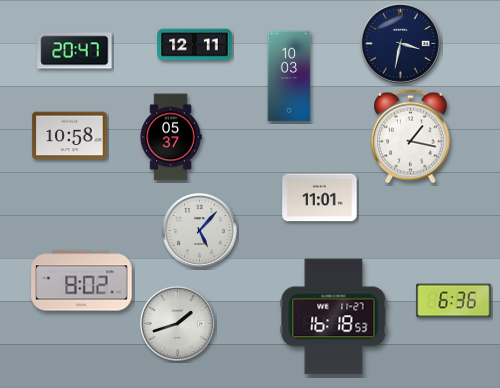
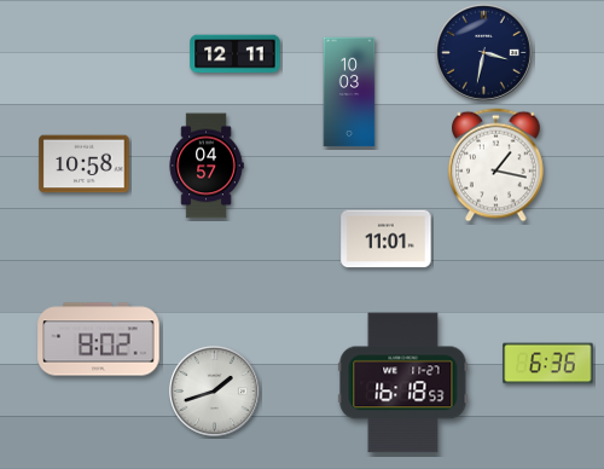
clock at (75, 51): 20:47 -> none
clock at (171, 137): 05:37 -> 04:57
clock at (200, 231): 5:07 -> none
